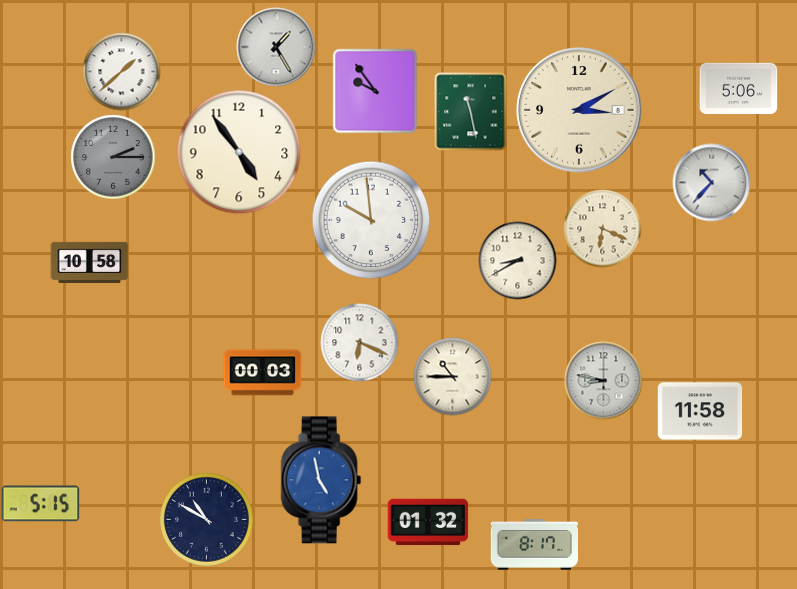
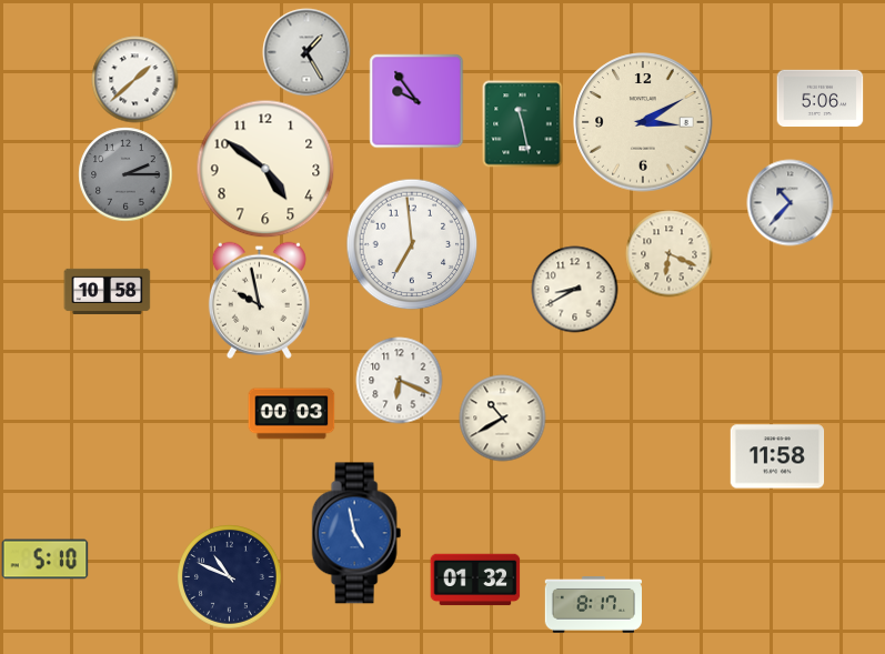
clock at (239, 152): 4:54 -> 4:51
clock at (371, 220): 9:59 -> 6:59
clock at (89, 262) position: (89, 262) -> (107, 291)
clock at (259, 300): none -> 9:58
clock at (452, 376): 10:45 -> 10:40
clock at (603, 380): 8:47 -> none
clock at (40, 504): 5:15 -> 5:10
clock at (207, 520): 10:50 -> 10:49
